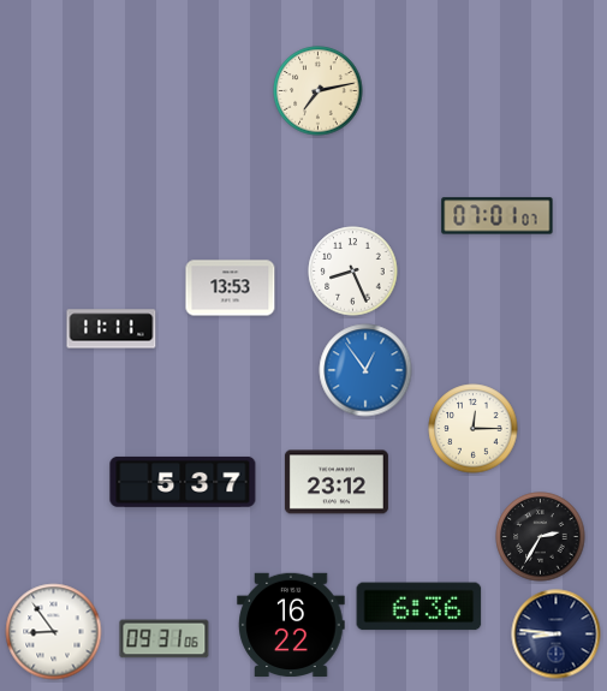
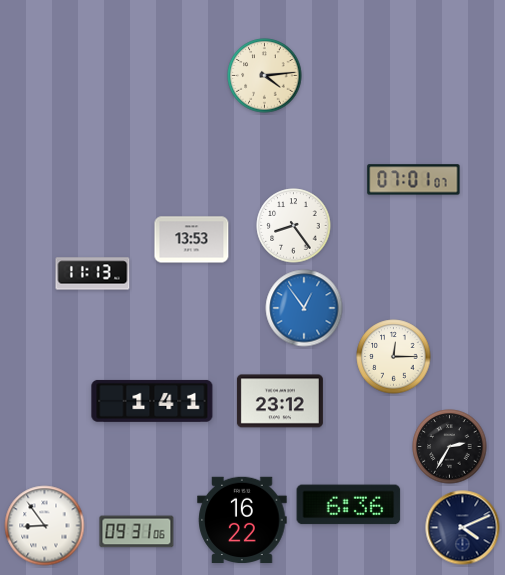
clock at (319, 91): 7:13 -> 4:14
clock at (353, 272): 8:26 -> 8:24
clock at (112, 329): 11:11 -> 11:13
clock at (183, 482): 5:37 -> 1:41
clock at (557, 635): 8:46 -> 4:11
